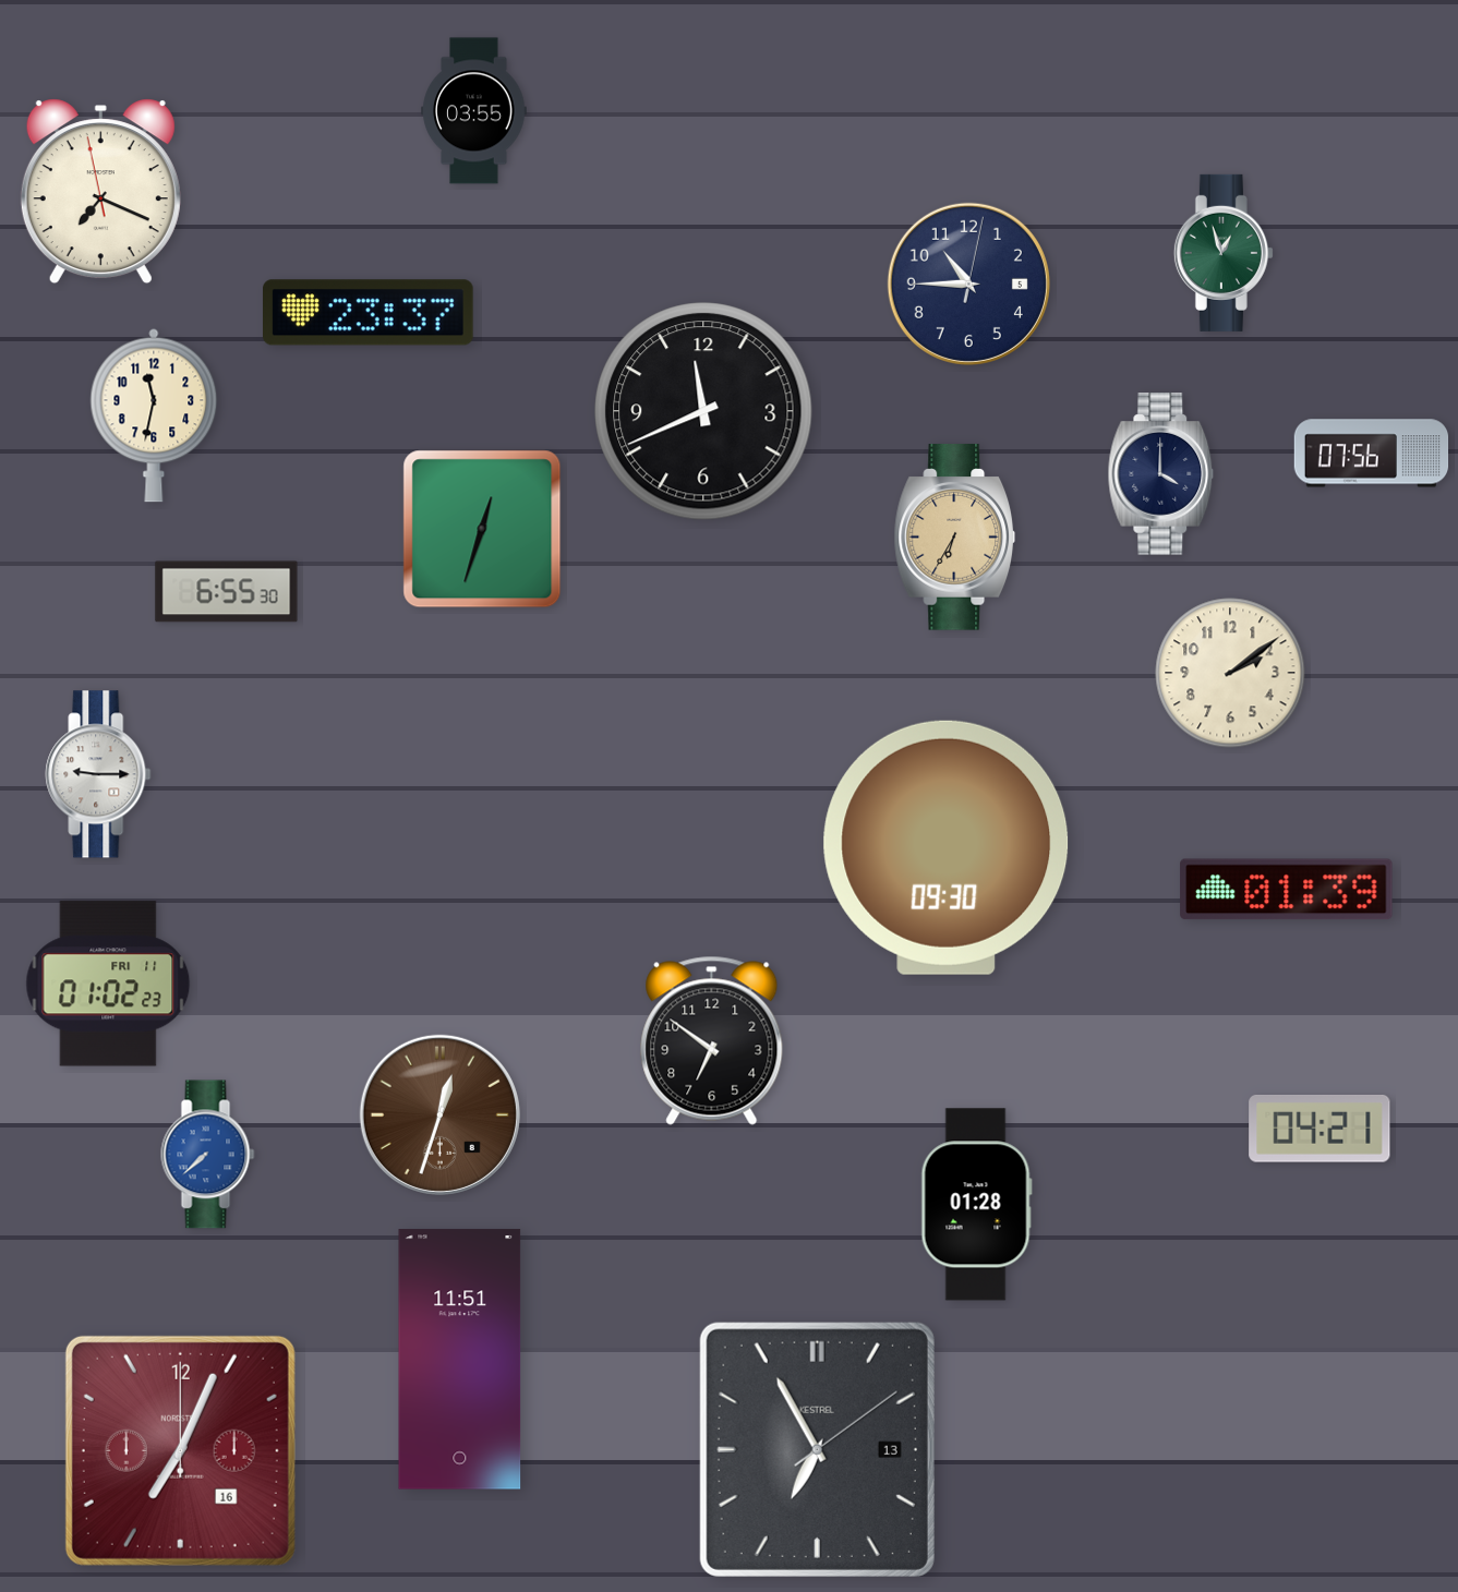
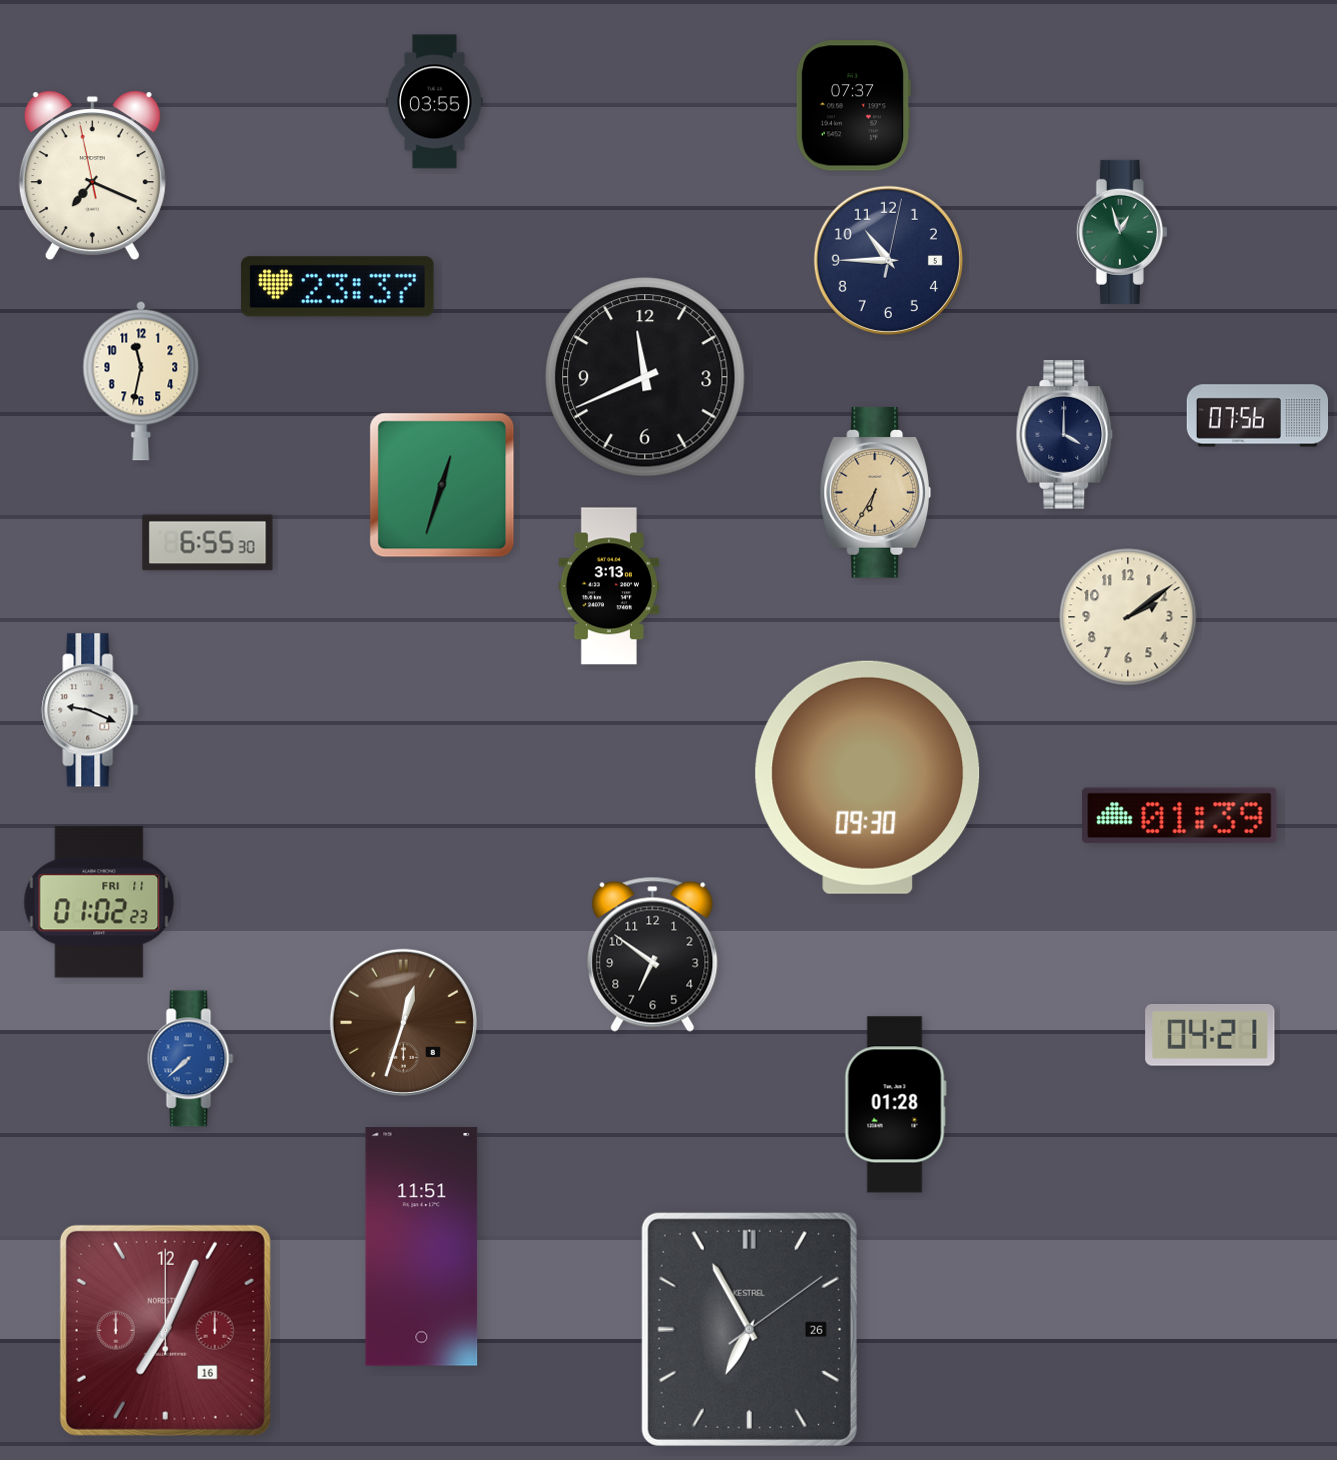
clock at (852, 106): none -> 07:37
clock at (608, 586): none -> 3:13
clock at (98, 774): 9:15 -> 9:19
clock at (817, 1449) date: 13 -> 26
